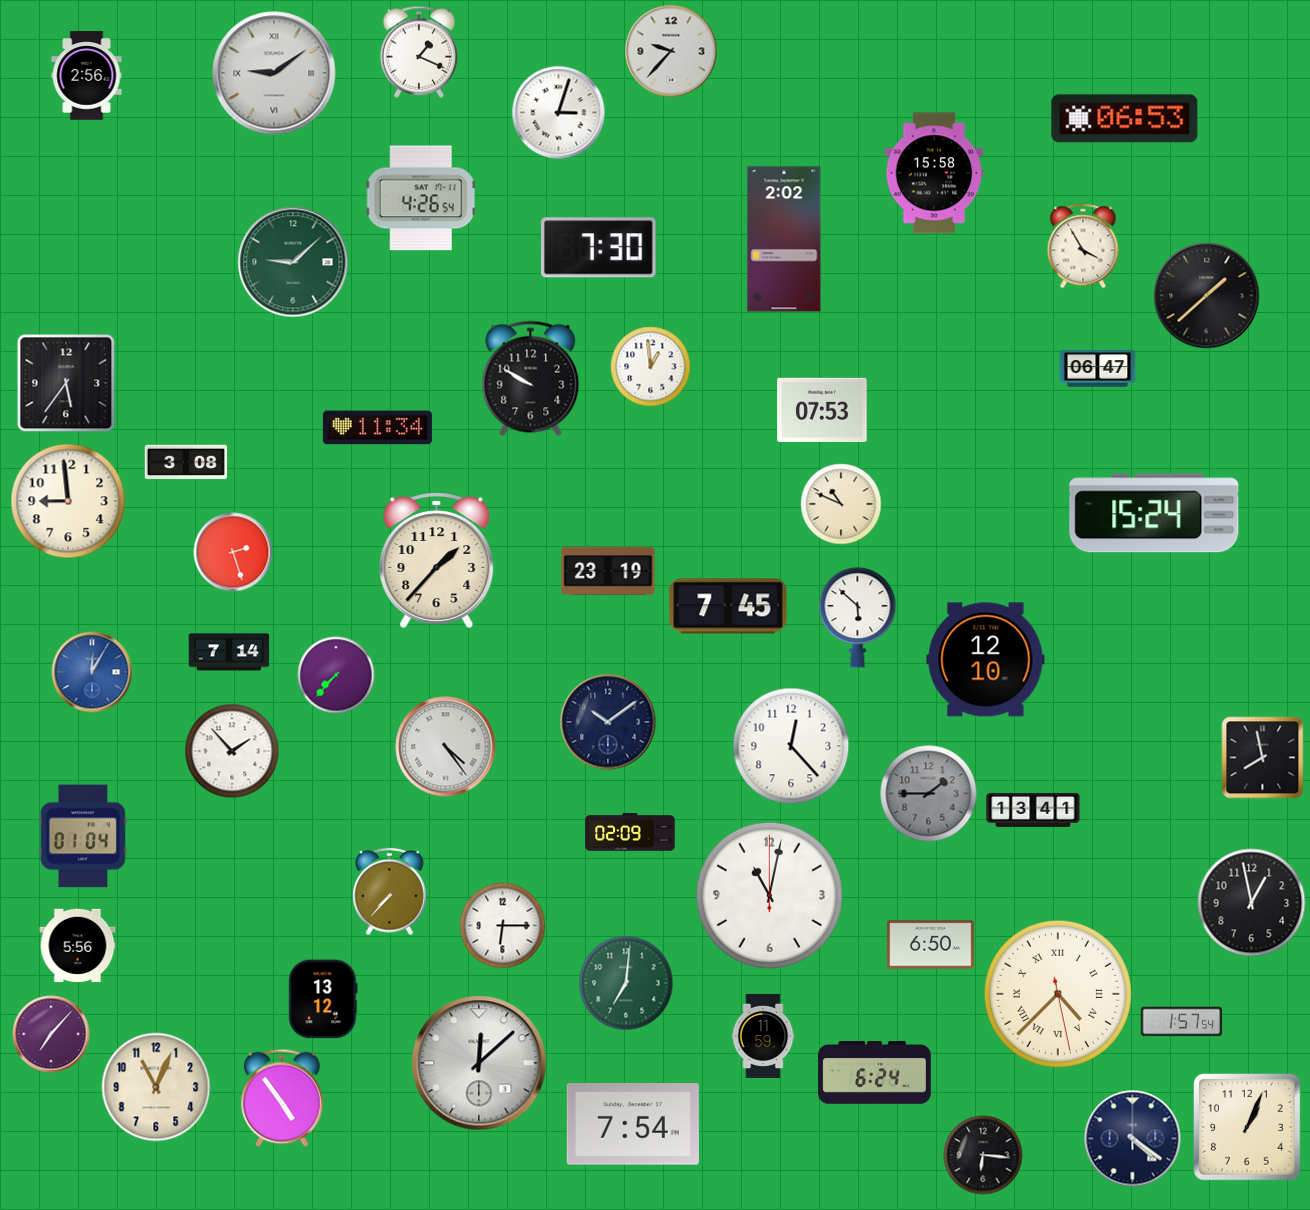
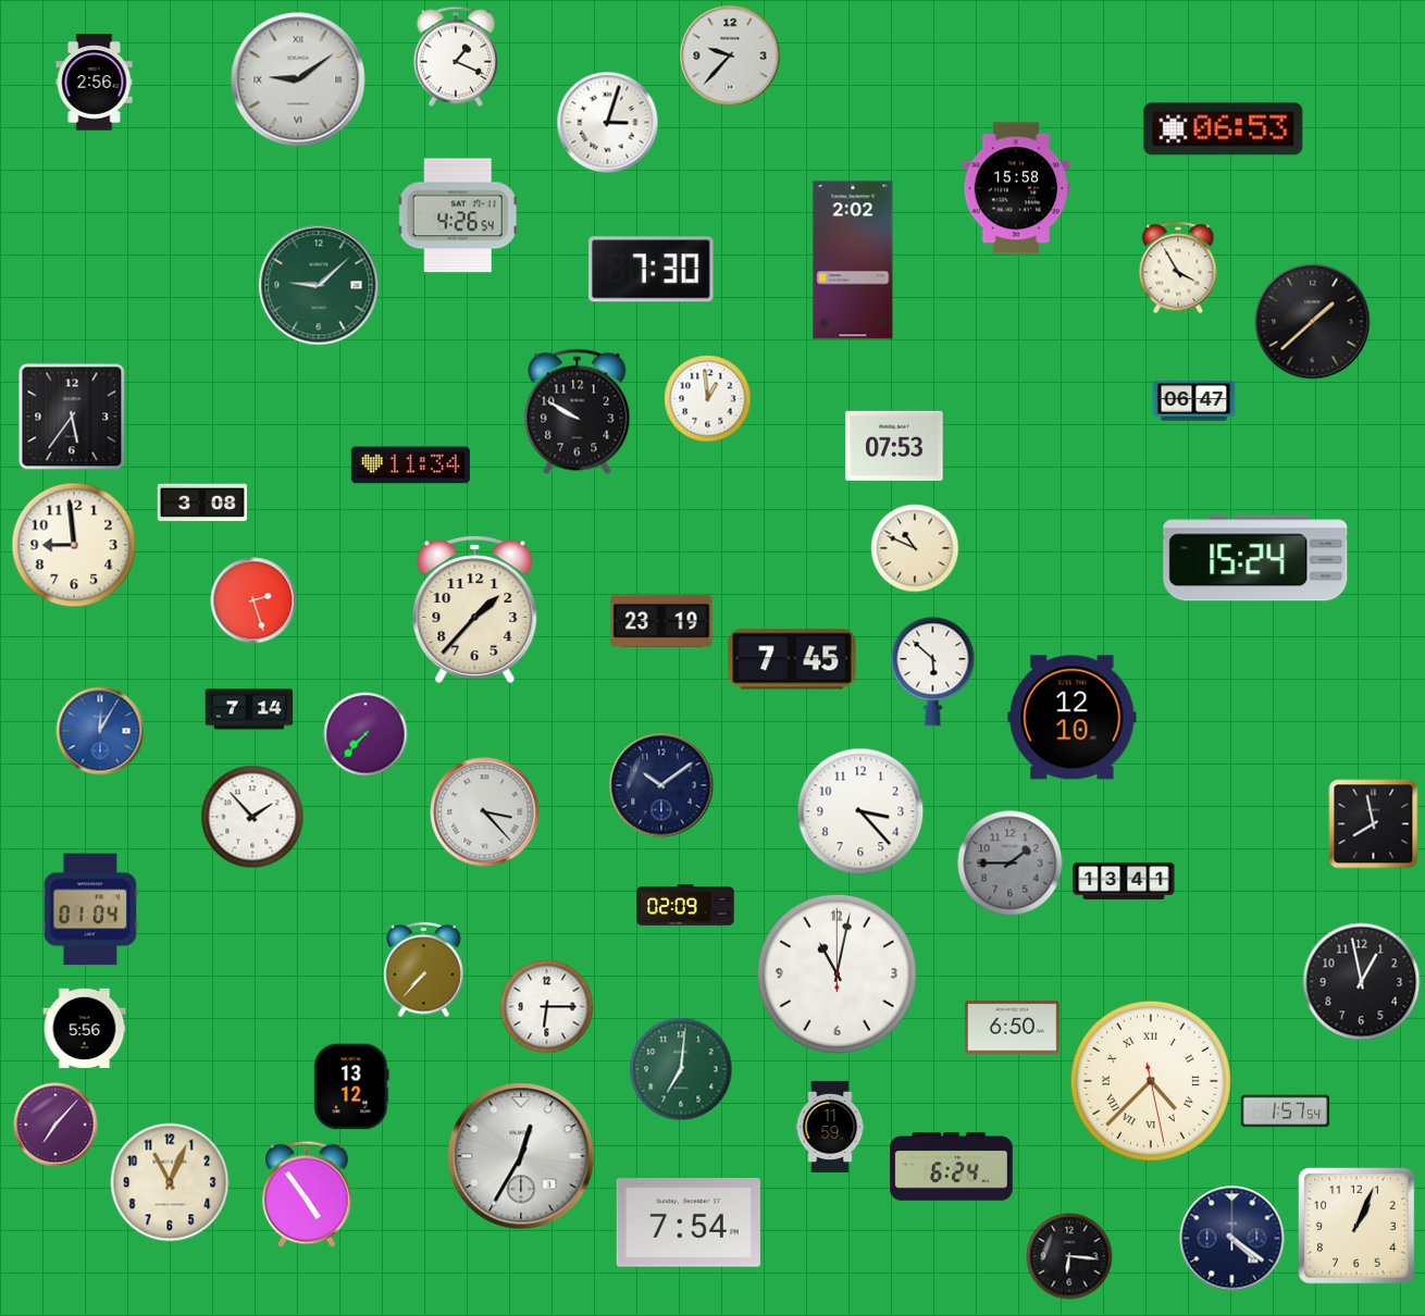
clock at (791, 746): 12:23 -> 3:23
clock at (446, 747): 4:24 -> 3:23
clock at (479, 1063): 12:08 -> 12:35
